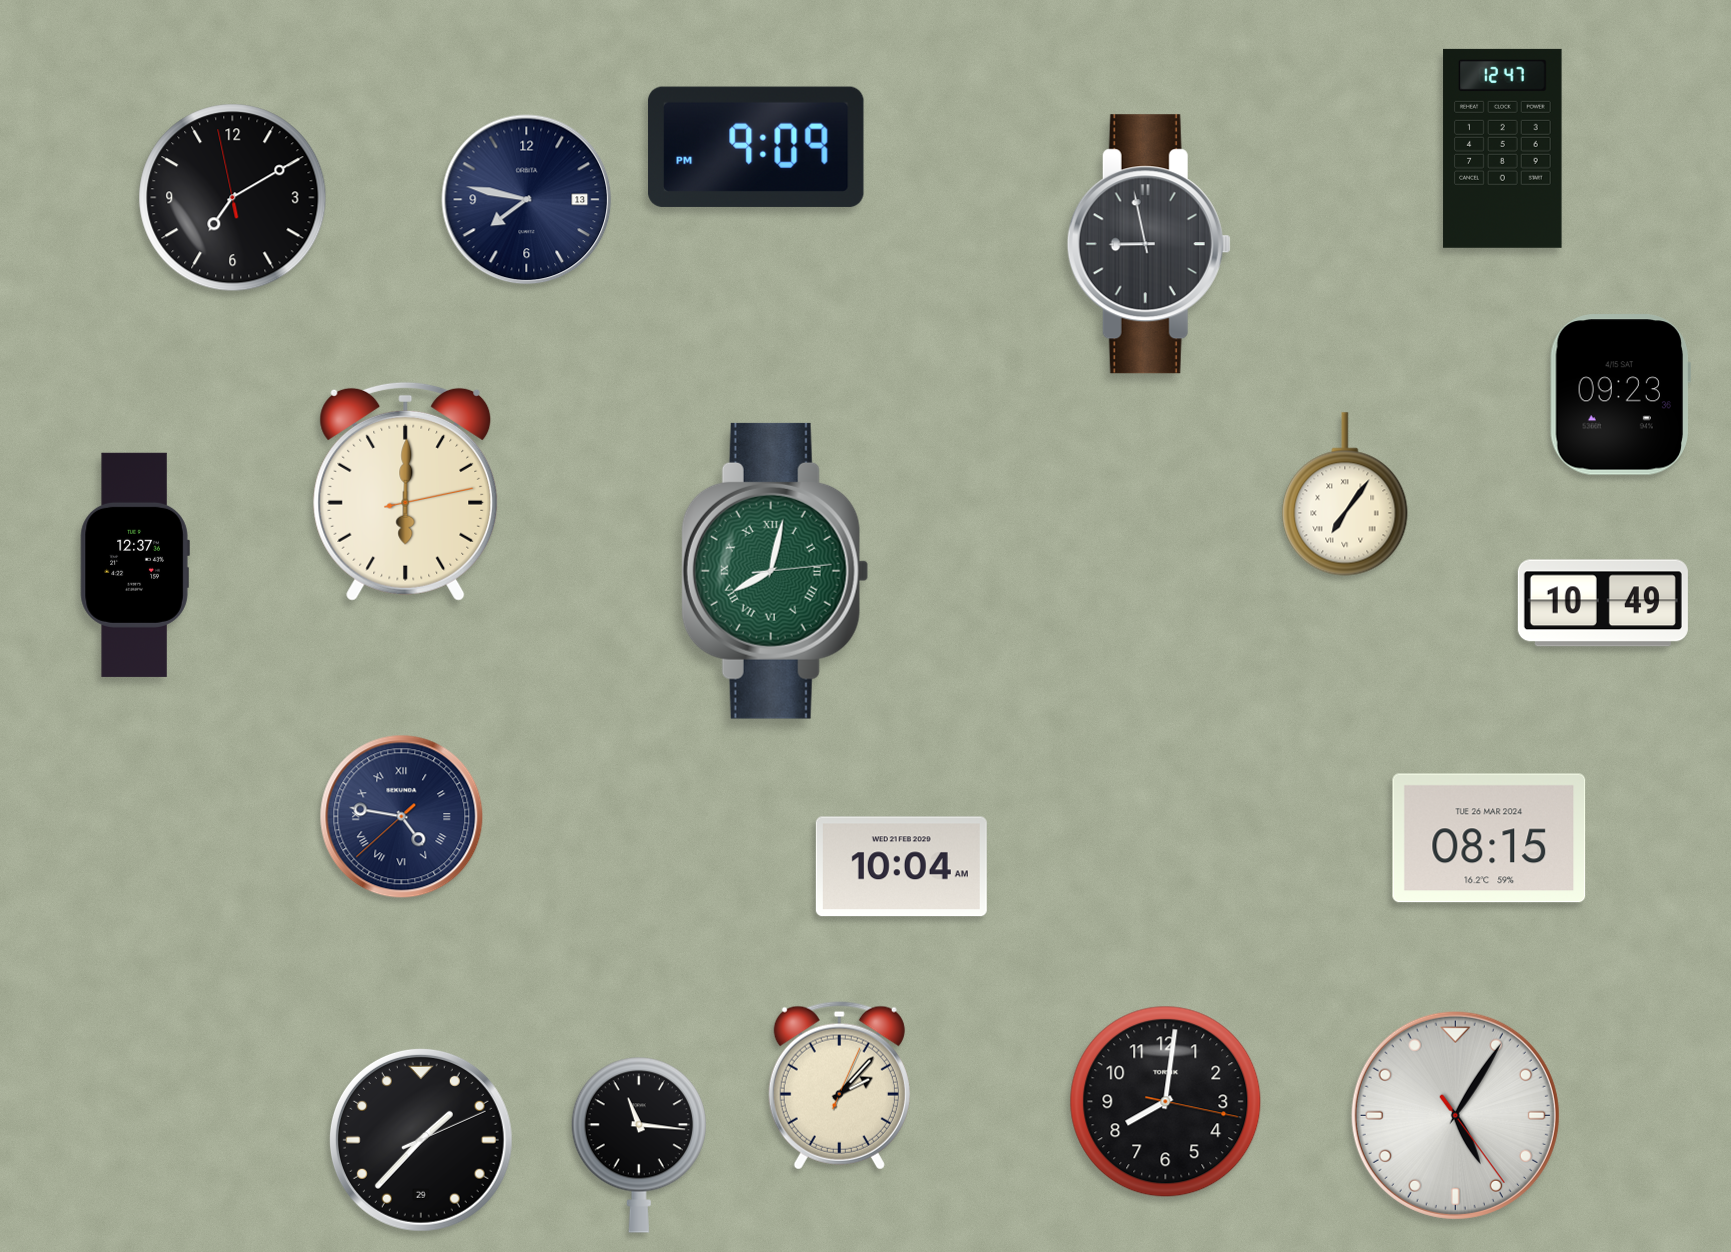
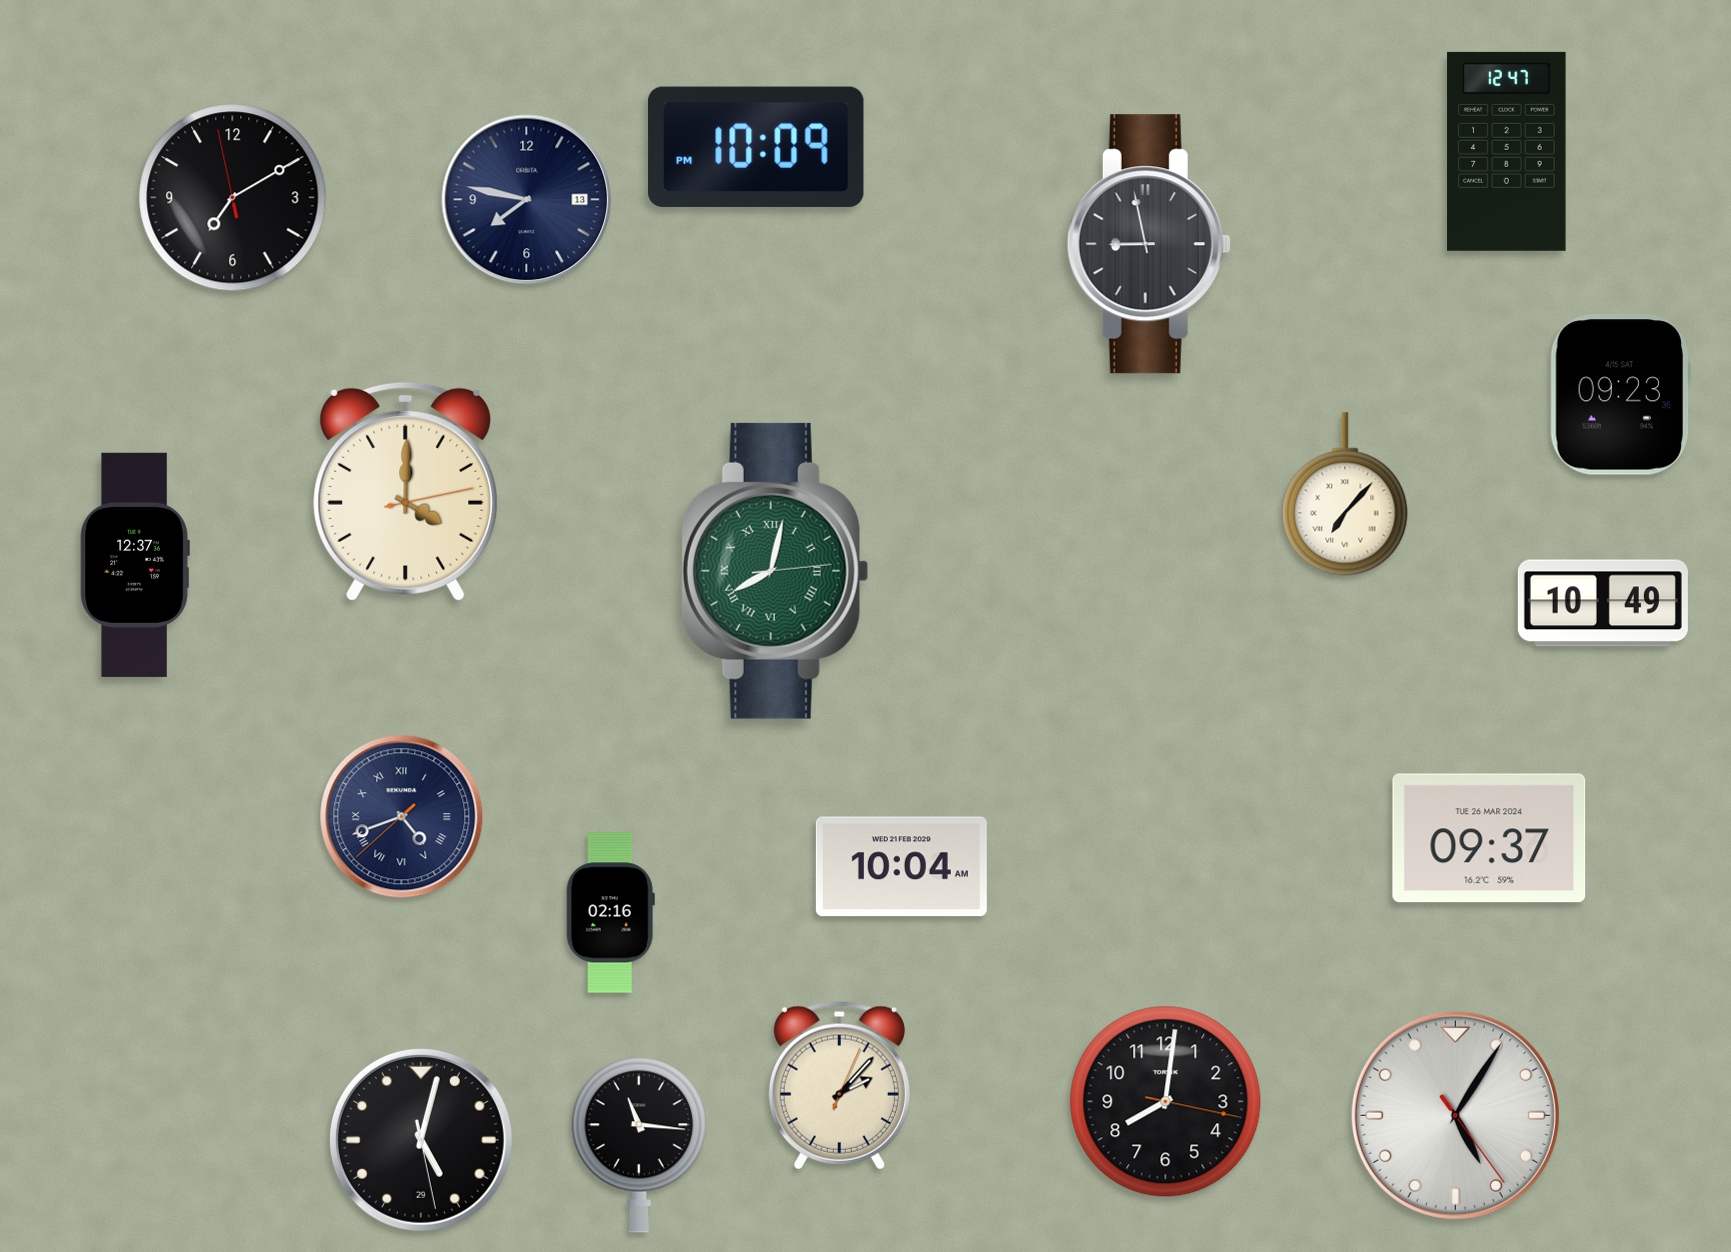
clock at (756, 147): 9:09 -> 10:09
clock at (1503, 148) position: (1503, 148) -> (1507, 151)
clock at (406, 491): 6:00 -> 4:00
clock at (1345, 494): 7:06 -> 7:07
clock at (402, 817): 4:46 -> 4:41
clock at (1489, 838): 08:15 -> 09:37
clock at (610, 913): none -> 02:16
clock at (421, 1140): 1:37 -> 5:02
